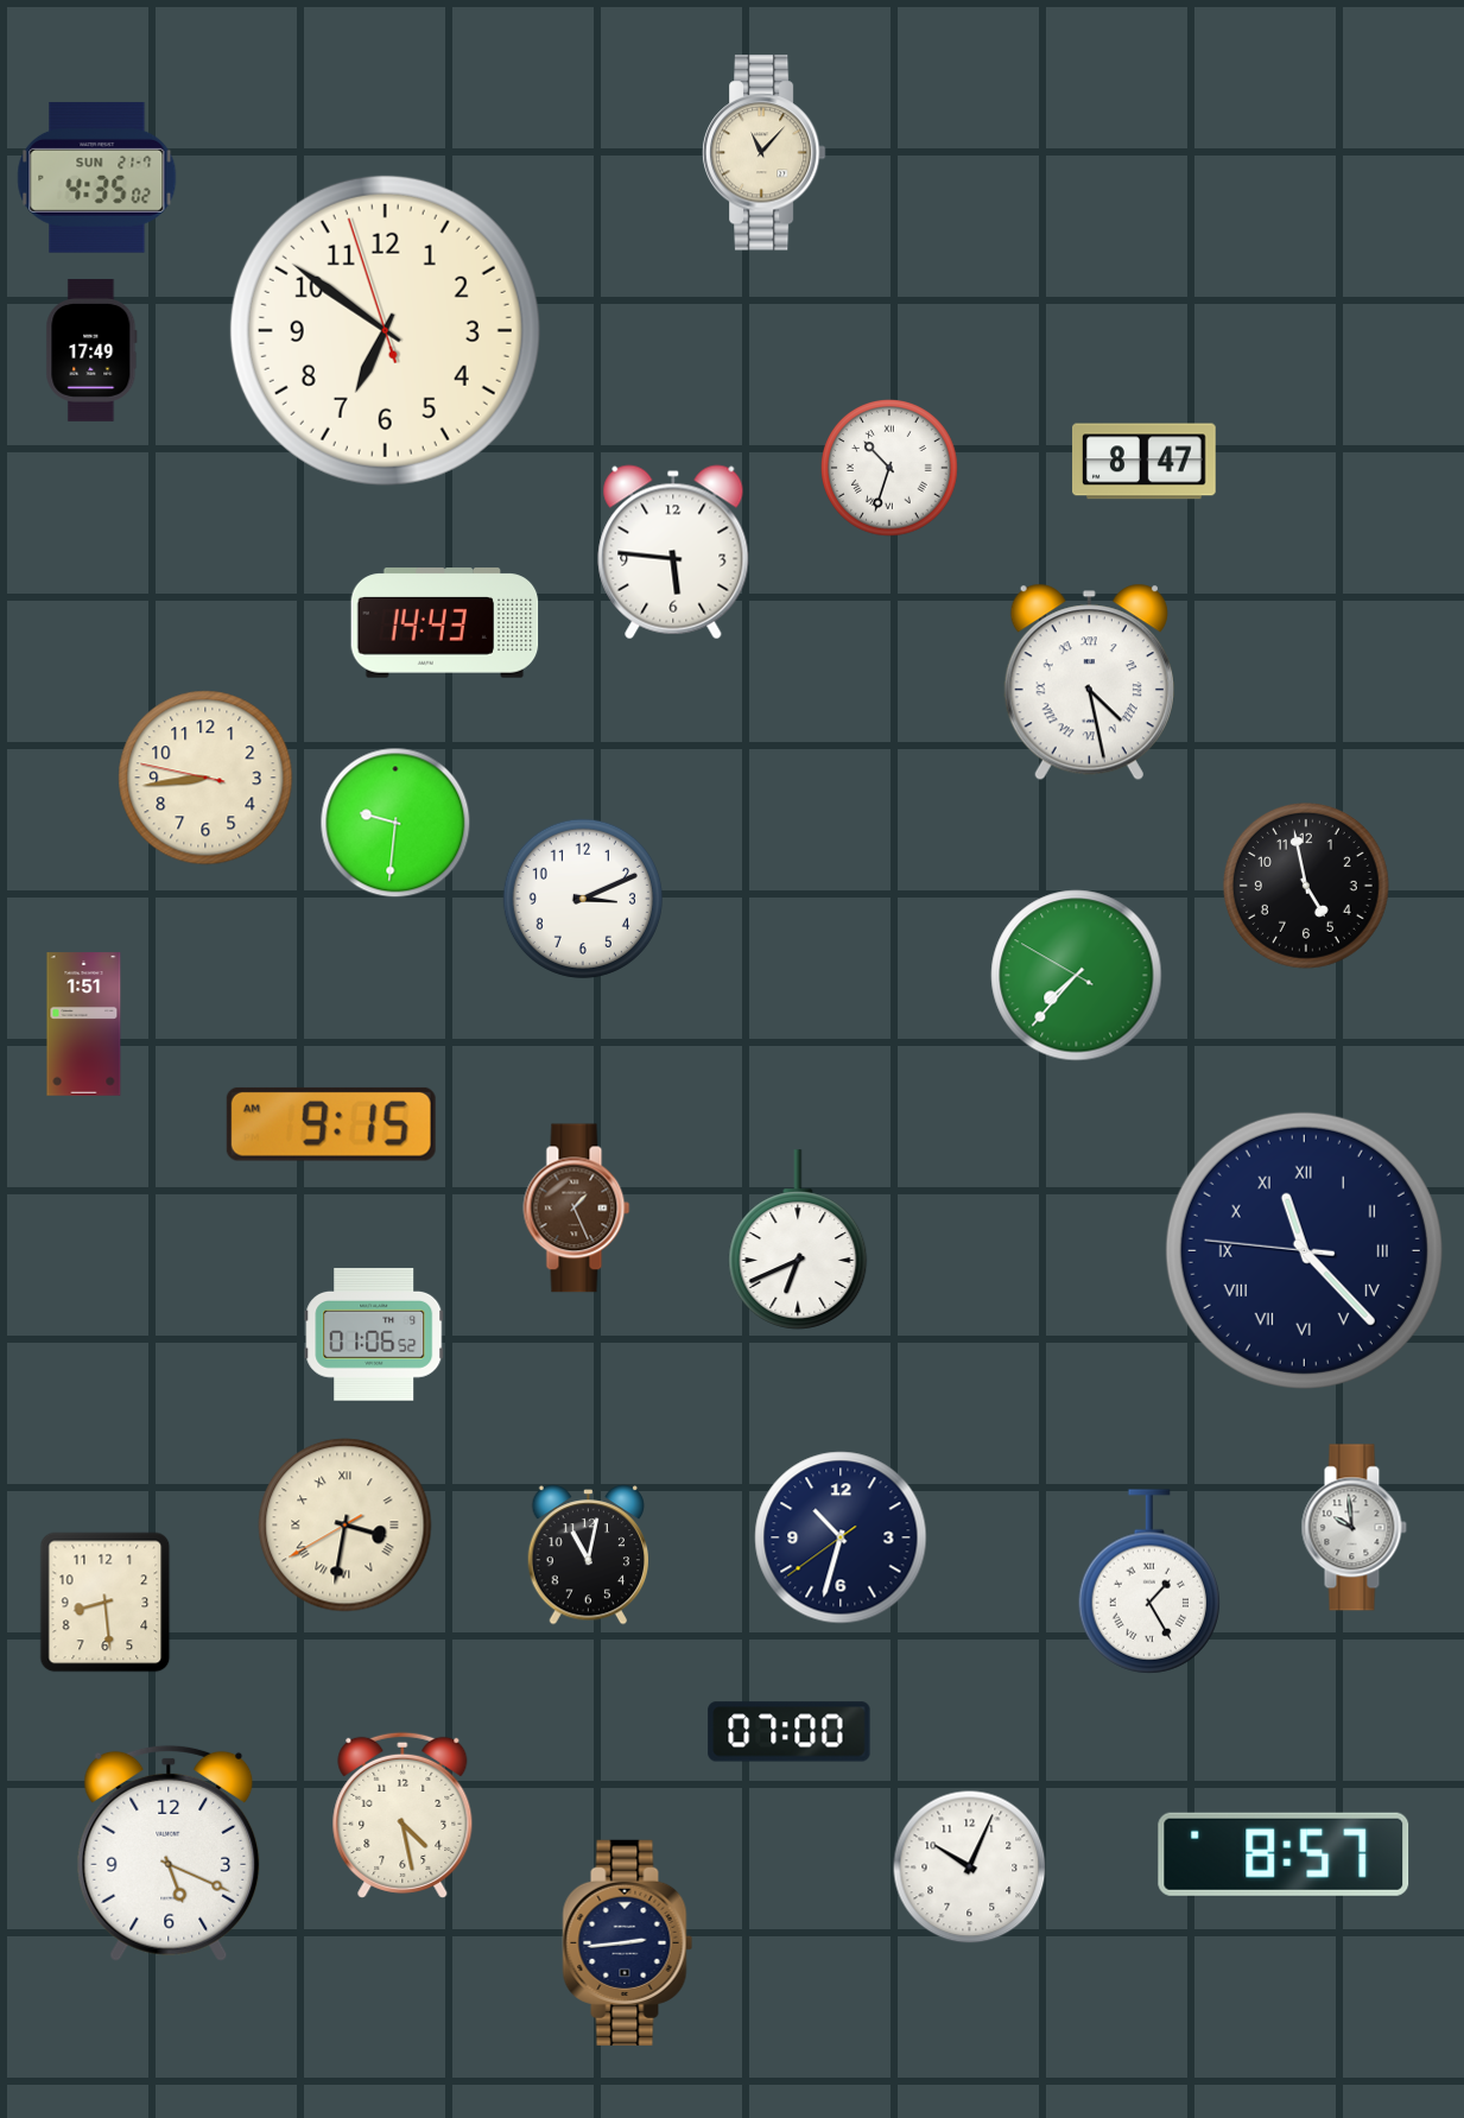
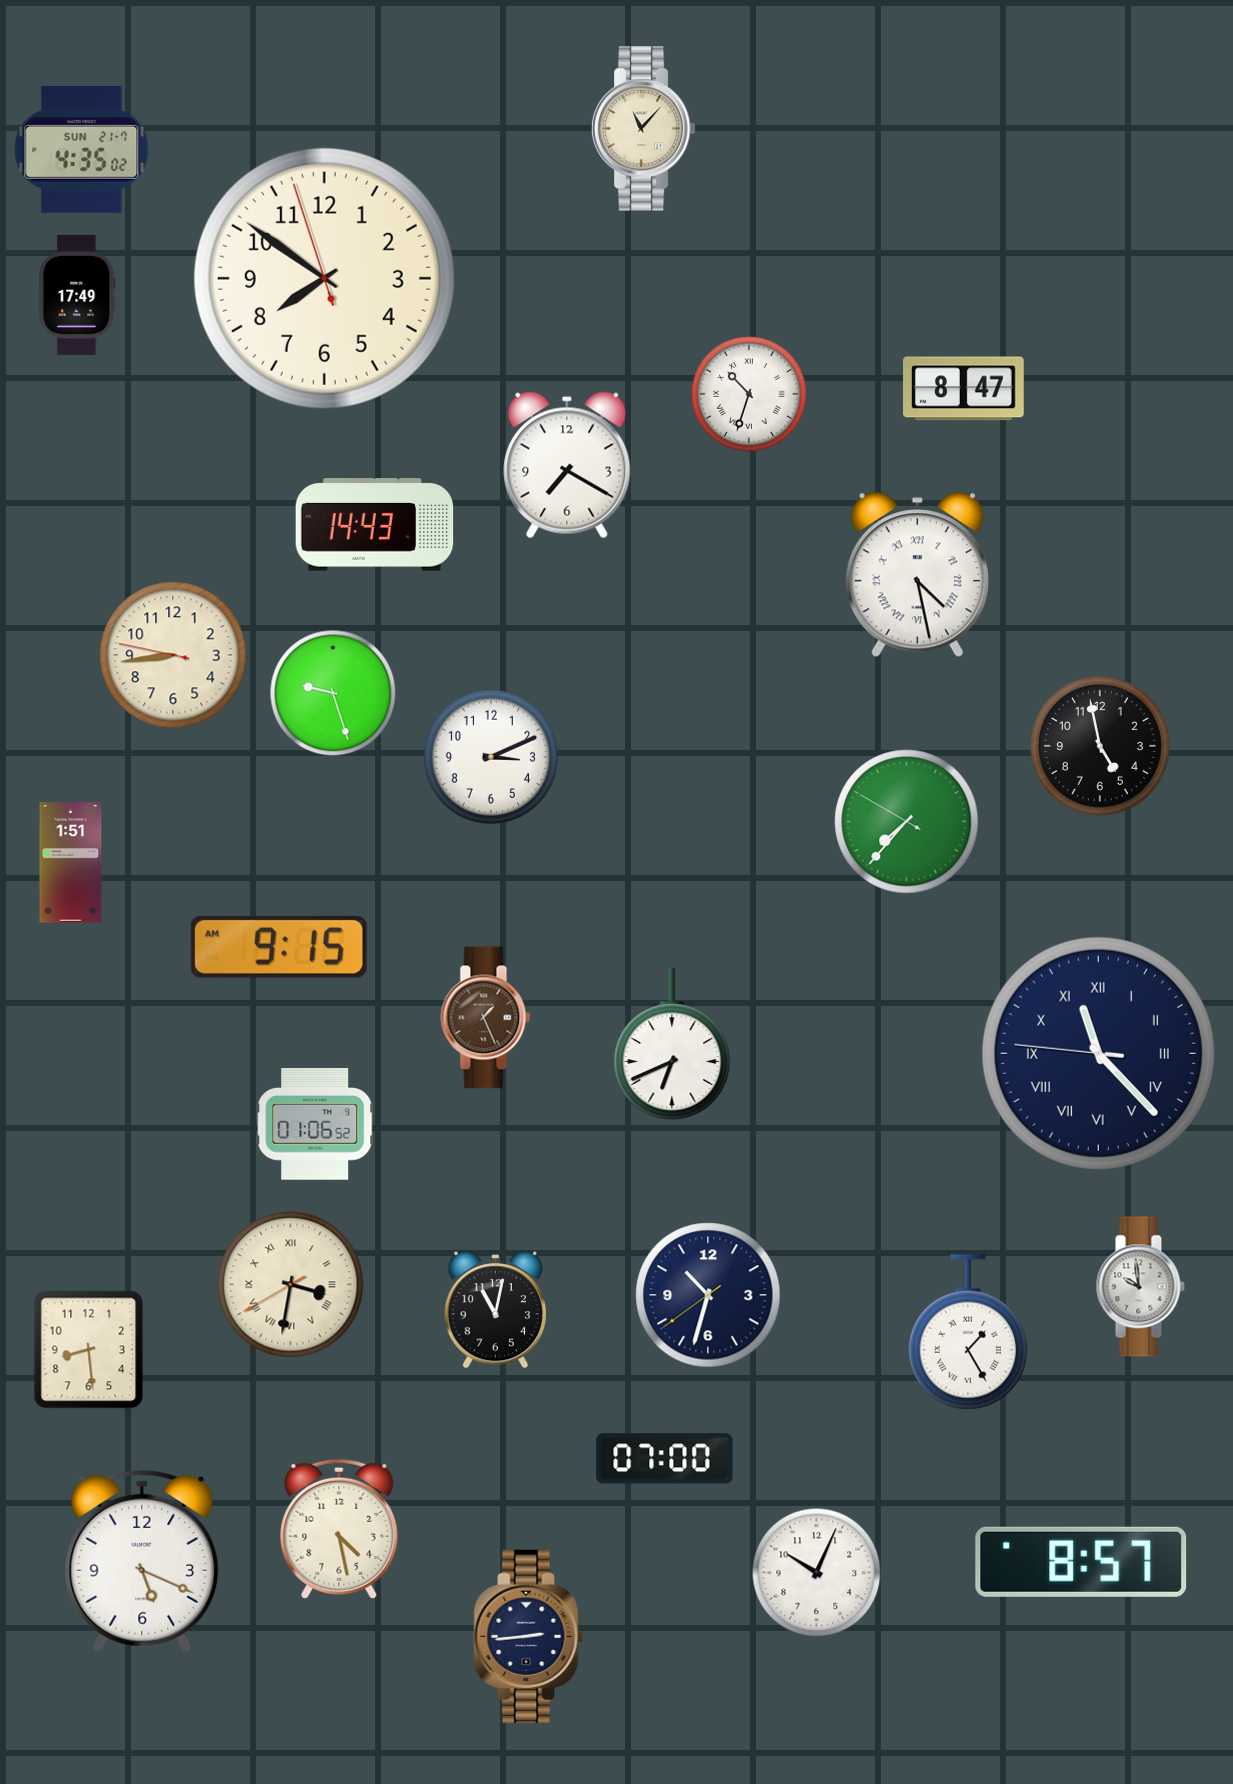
clock at (385, 330): 6:50 -> 7:50
clock at (673, 552): 5:46 -> 7:20
clock at (395, 823): 9:31 -> 9:27
